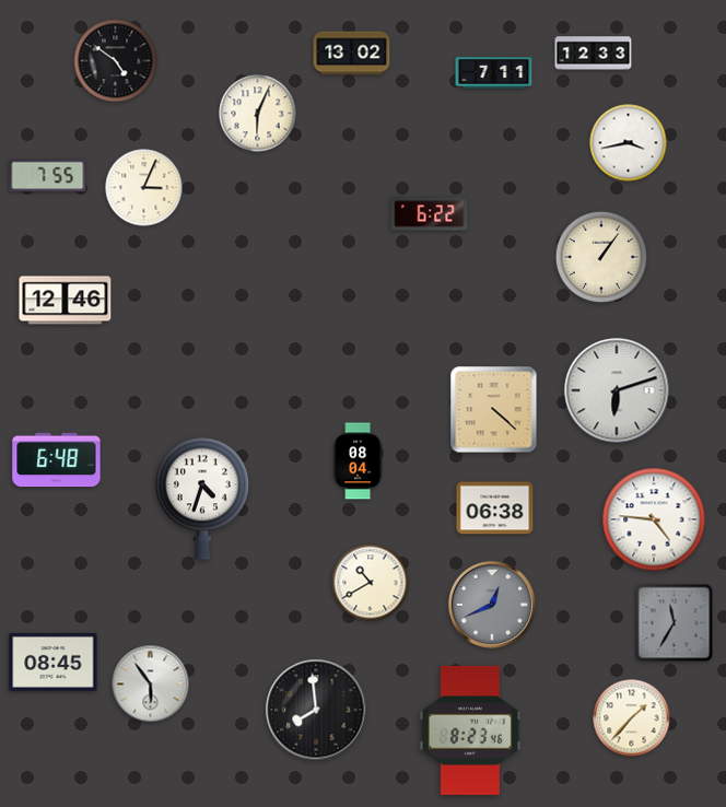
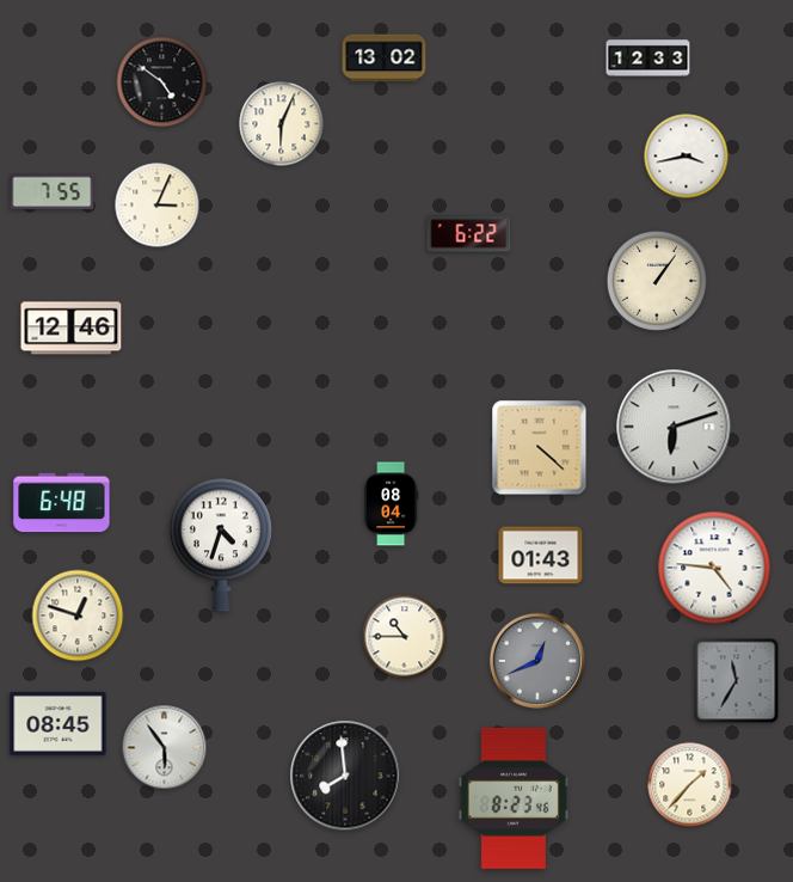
clock at (116, 61) position: (116, 61) -> (162, 82)
clock at (494, 73): 7:11 -> none
clock at (495, 508): 06:38 -> 01:43
clock at (78, 615): none -> 12:48
clock at (371, 583): 10:40 -> 10:45
